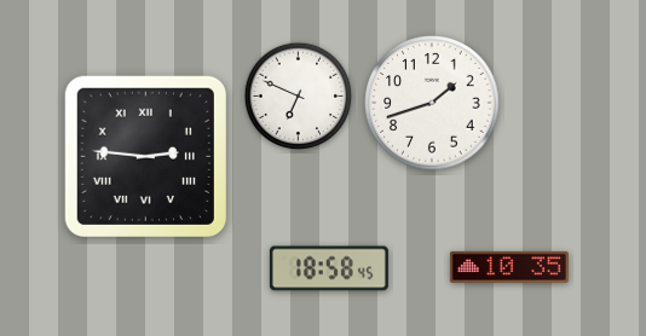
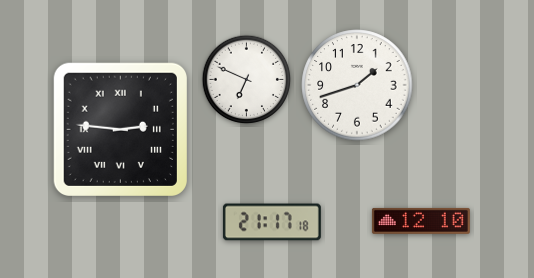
clock at (509, 267): 10:35 -> 12:10
clock at (329, 268): 18:58 -> 21:17
